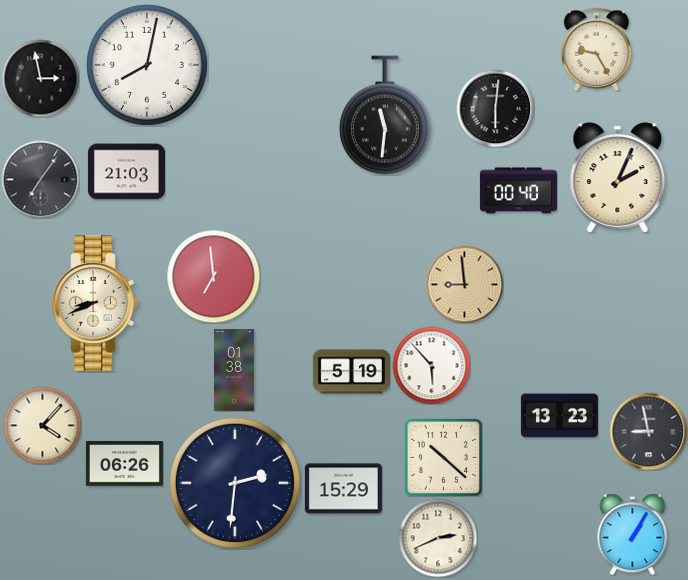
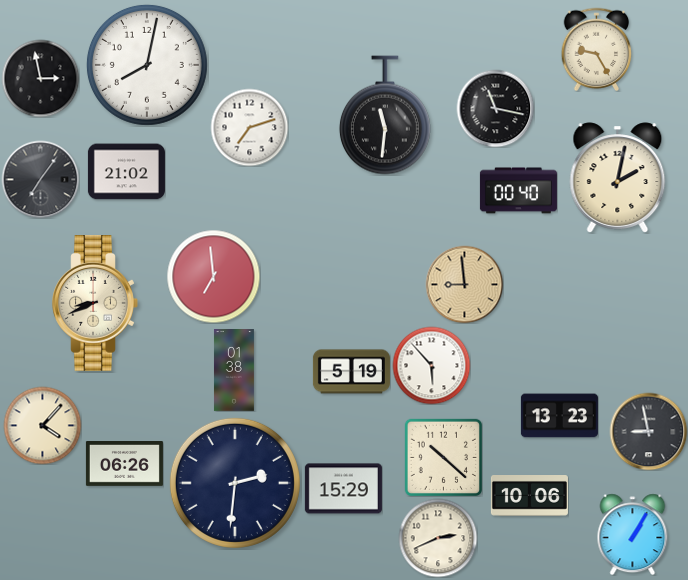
clock at (495, 108): 6:01 -> 11:17
clock at (249, 127): none -> 7:12
clock at (126, 172): 21:03 -> 21:02
clock at (618, 178): 2:04 -> 2:02
clock at (529, 496): none -> 10:06
